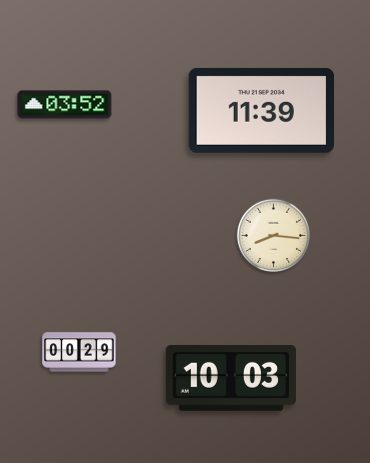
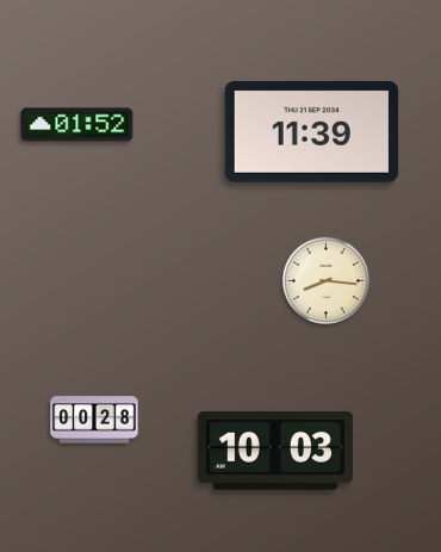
clock at (65, 105): 03:52 -> 01:52
clock at (79, 352): 00:29 -> 00:28
